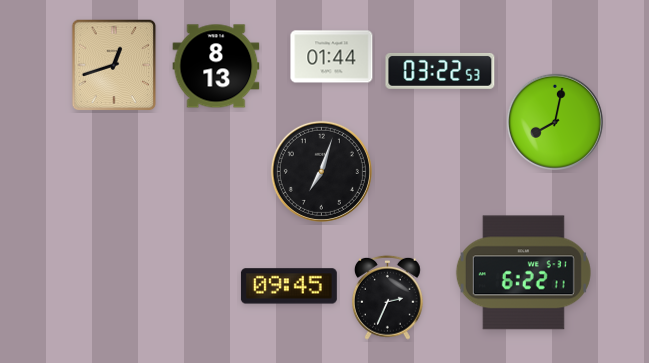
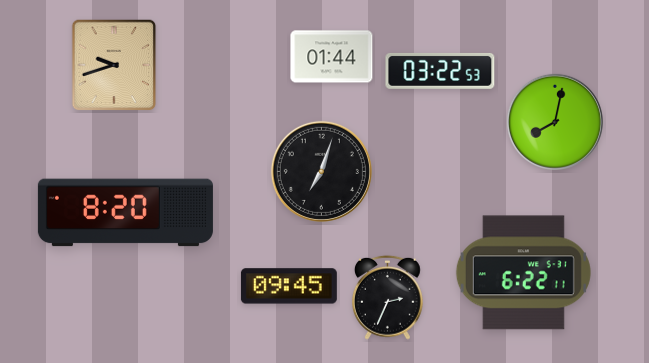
clock at (114, 65): 12:42 -> 9:42
clock at (216, 66): 8:13 -> none
clock at (125, 213): none -> 8:20
